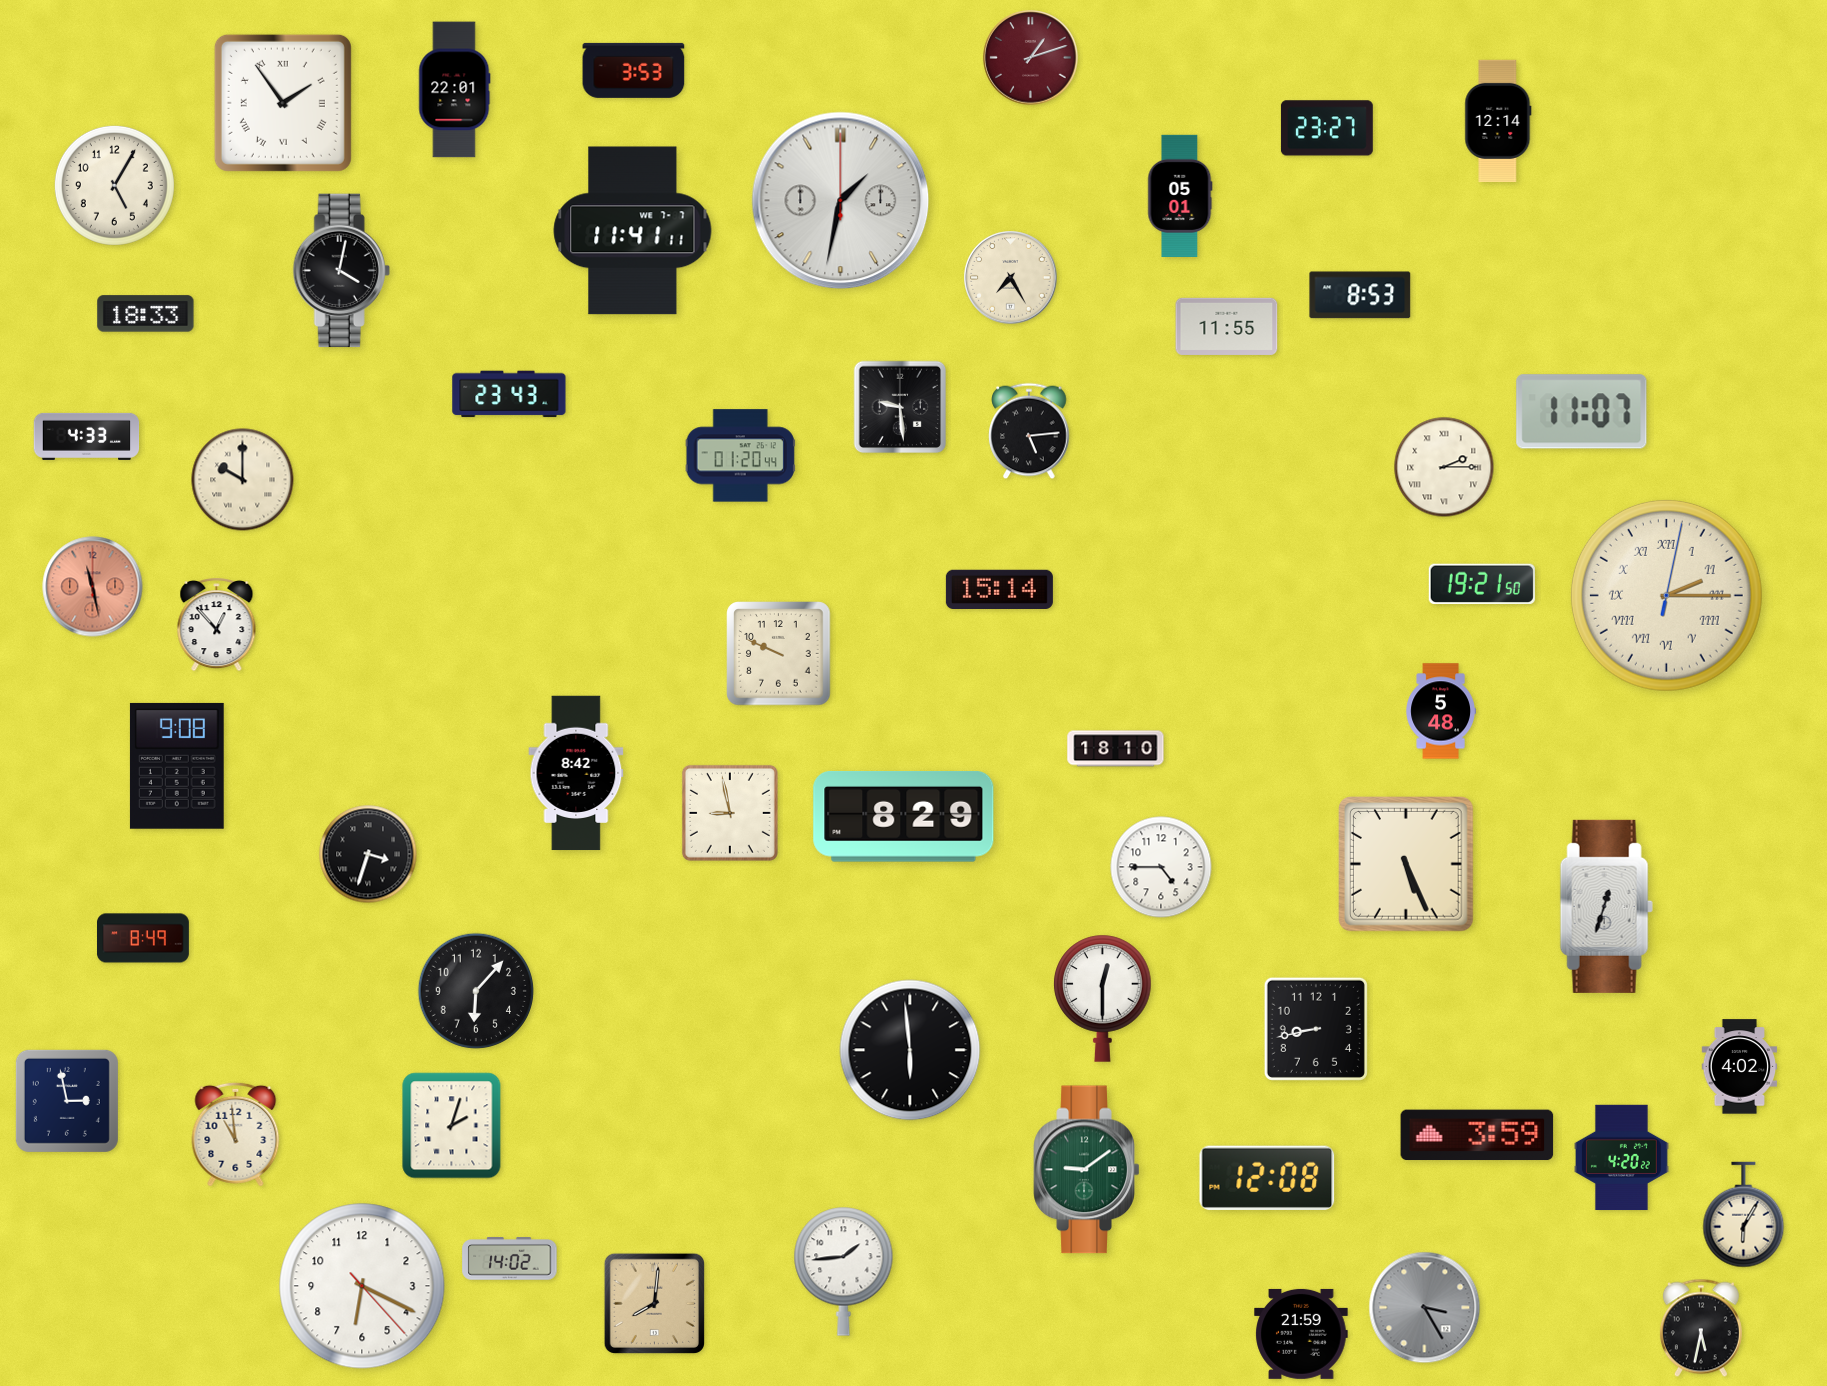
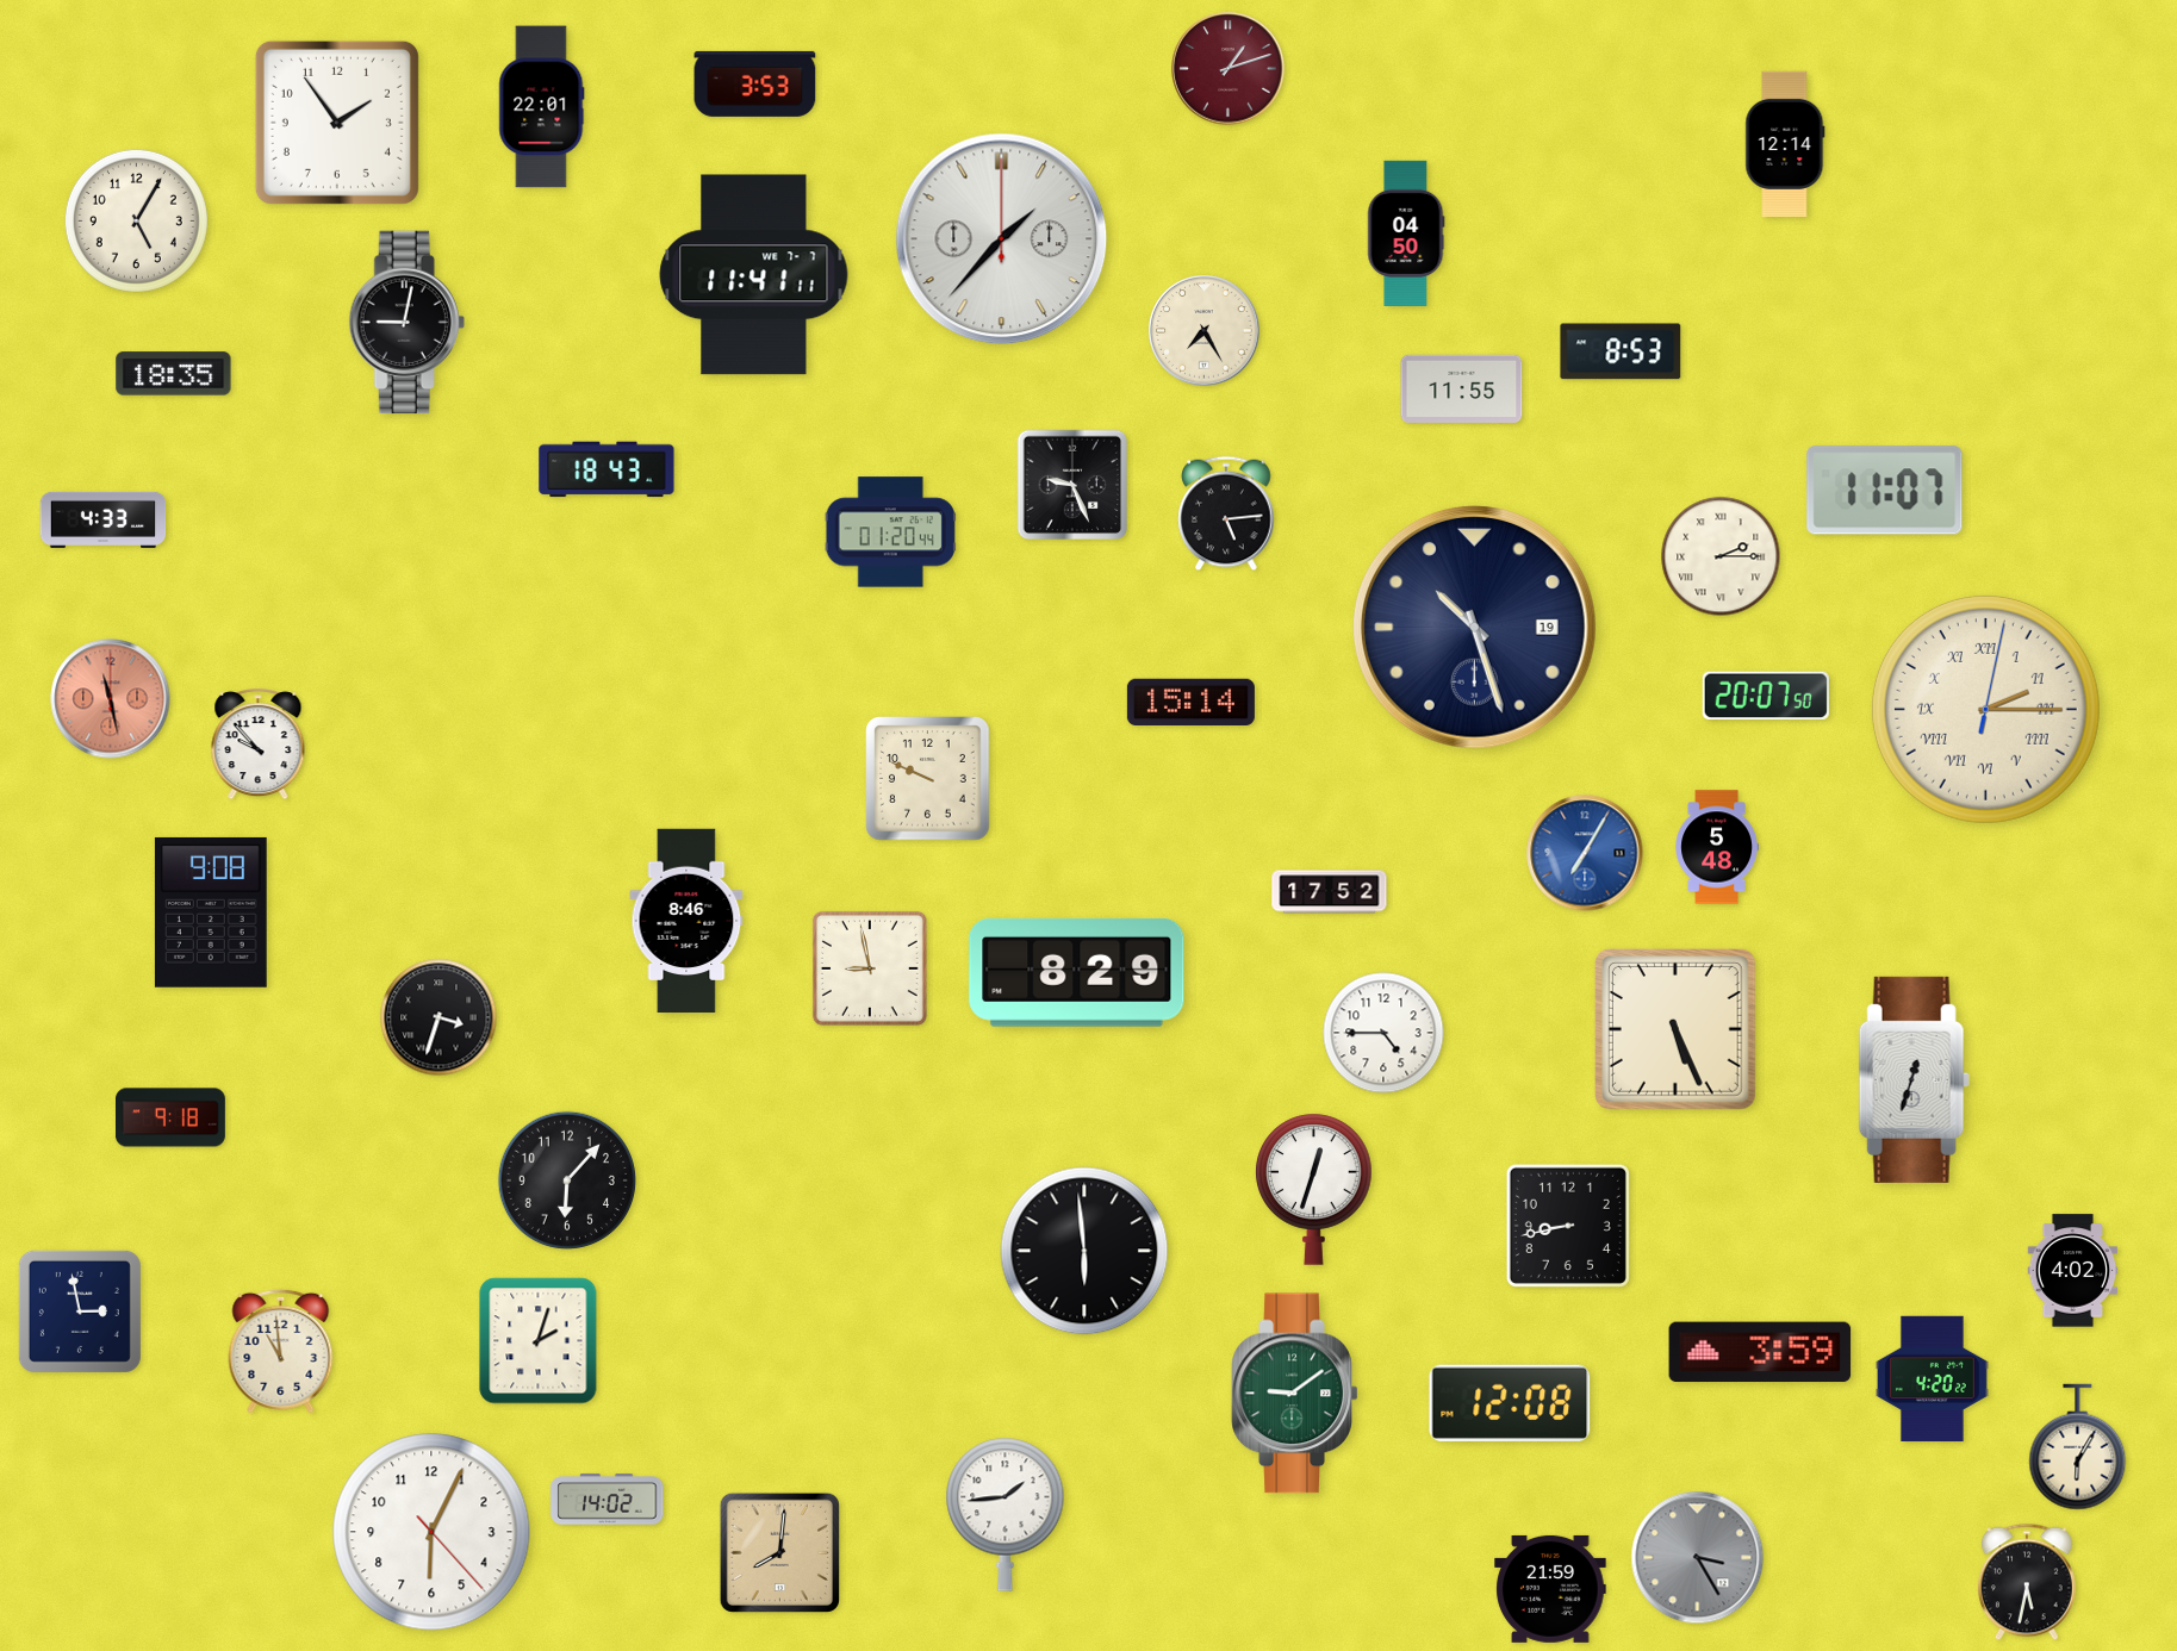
clock at (283, 103) numerals: Roman -> Arabic
clock at (1327, 128): 23:27 -> none
clock at (1180, 195): 05:01 -> 04:50
clock at (841, 201): 1:32 -> 1:37
clock at (341, 271): 4:02 -> 9:02
clock at (146, 314): 18:33 -> 18:35
clock at (509, 394): 23:43 -> 18:43
clock at (900, 407): 9:29 -> 9:26
clock at (740, 456) position: (740, 456) -> (890, 532)
clock at (243, 480): 10:00 -> none
clock at (1475, 628): none -> 10:27
clock at (1482, 584): 19:21 -> 20:07
clock at (217, 625): 12:53 -> 9:53
clock at (1585, 853): none -> 7:05
clock at (1116, 749): 18:10 -> 17:52
clock at (576, 773): 8:42 -> 8:46
clock at (144, 938): 8:49 -> 9:18
clock at (1103, 998): 12:30 -> 12:33
clock at (362, 1286): 6:19 -> 6:04
